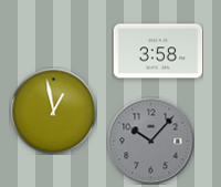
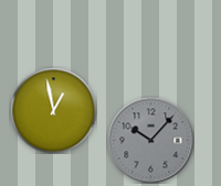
clock at (158, 51): 3:58 -> none
